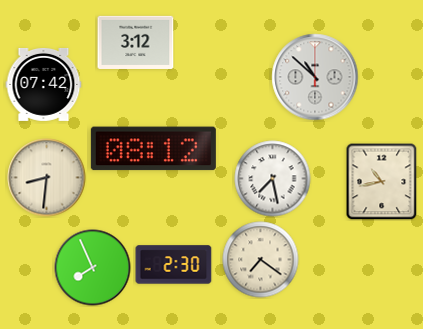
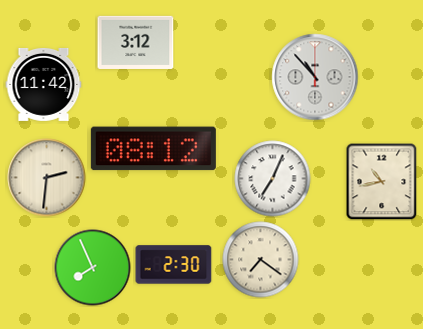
clock at (315, 77): 10:52 -> 10:53
clock at (44, 84): 07:42 -> 11:42
clock at (47, 178): 8:31 -> 2:31
clock at (273, 179): 7:28 -> 7:04
